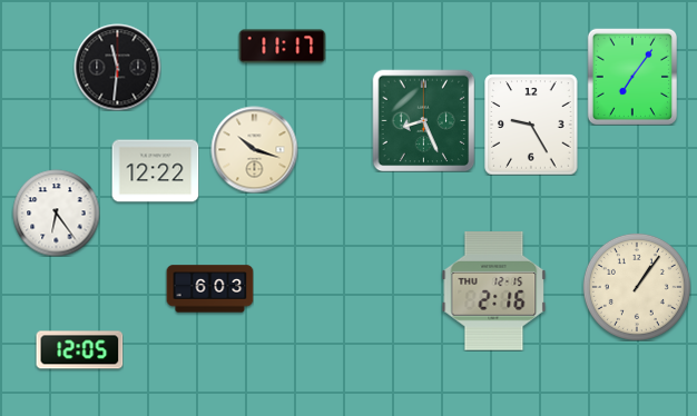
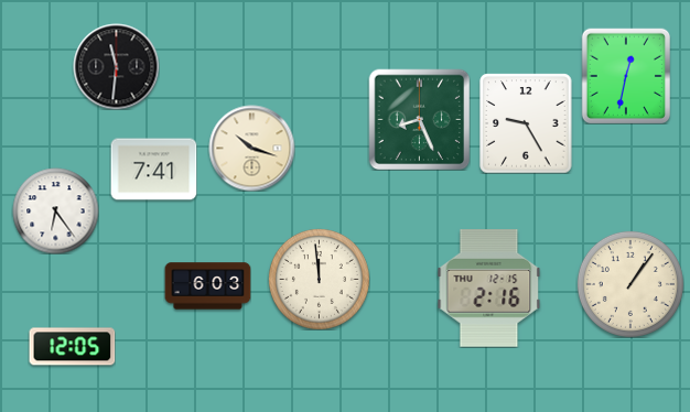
clock at (282, 47): 11:17 -> none
clock at (632, 77): 7:06 -> 12:32
clock at (155, 171): 12:22 -> 7:41
clock at (319, 279): none -> 11:59
clock at (79, 350) position: (79, 350) -> (72, 347)
